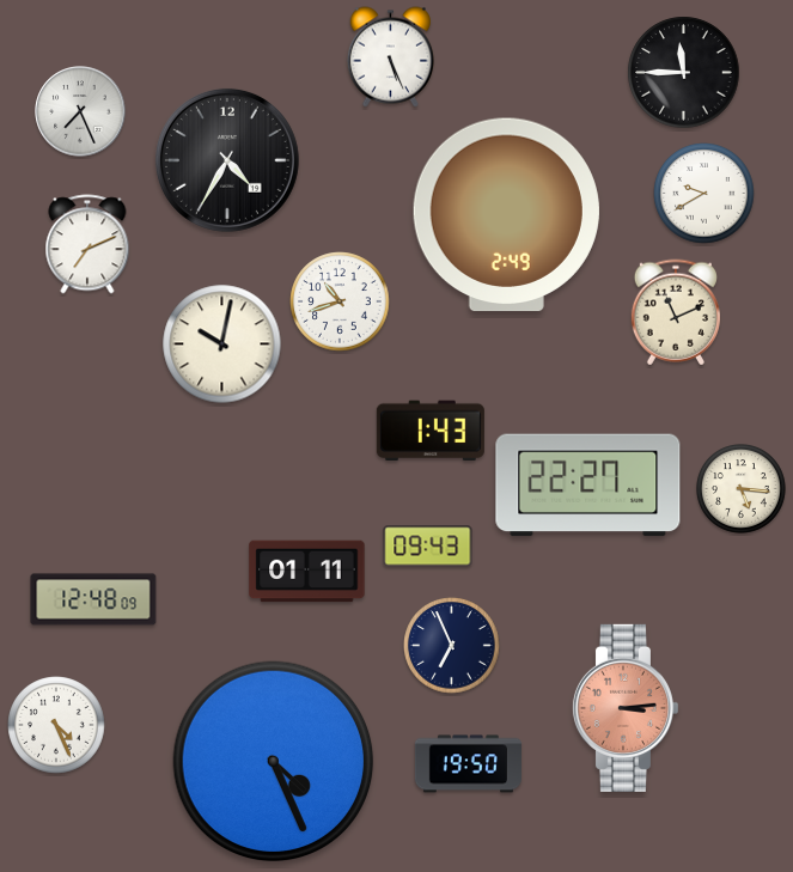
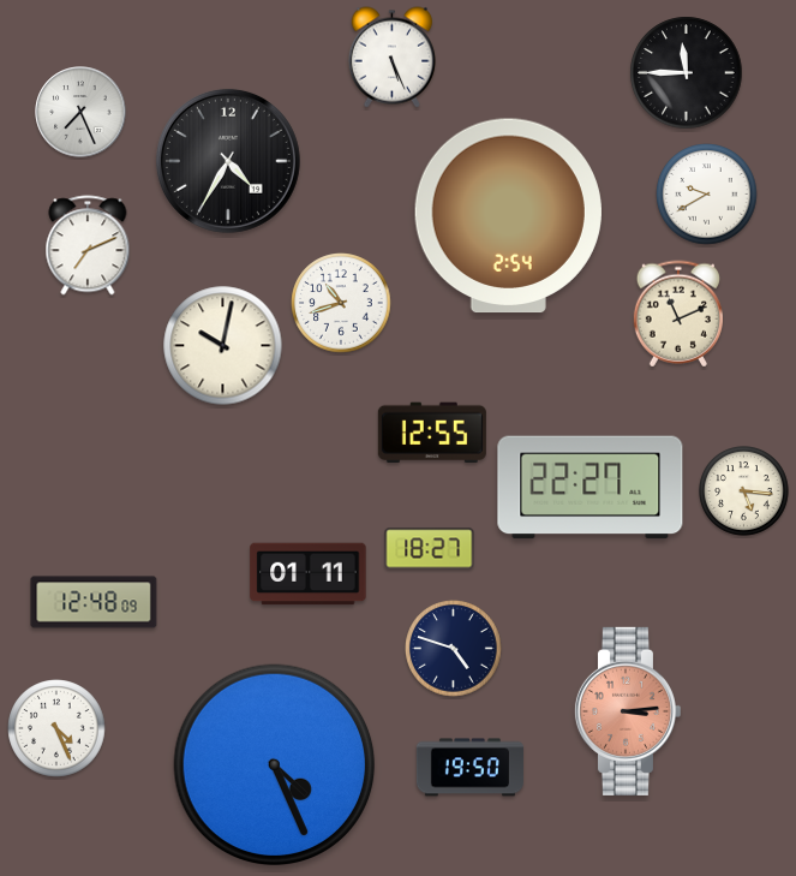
clock at (506, 215): 2:49 -> 2:54
clock at (431, 431): 1:43 -> 12:55
clock at (428, 547): 09:43 -> 18:27
clock at (452, 646): 6:56 -> 4:48
